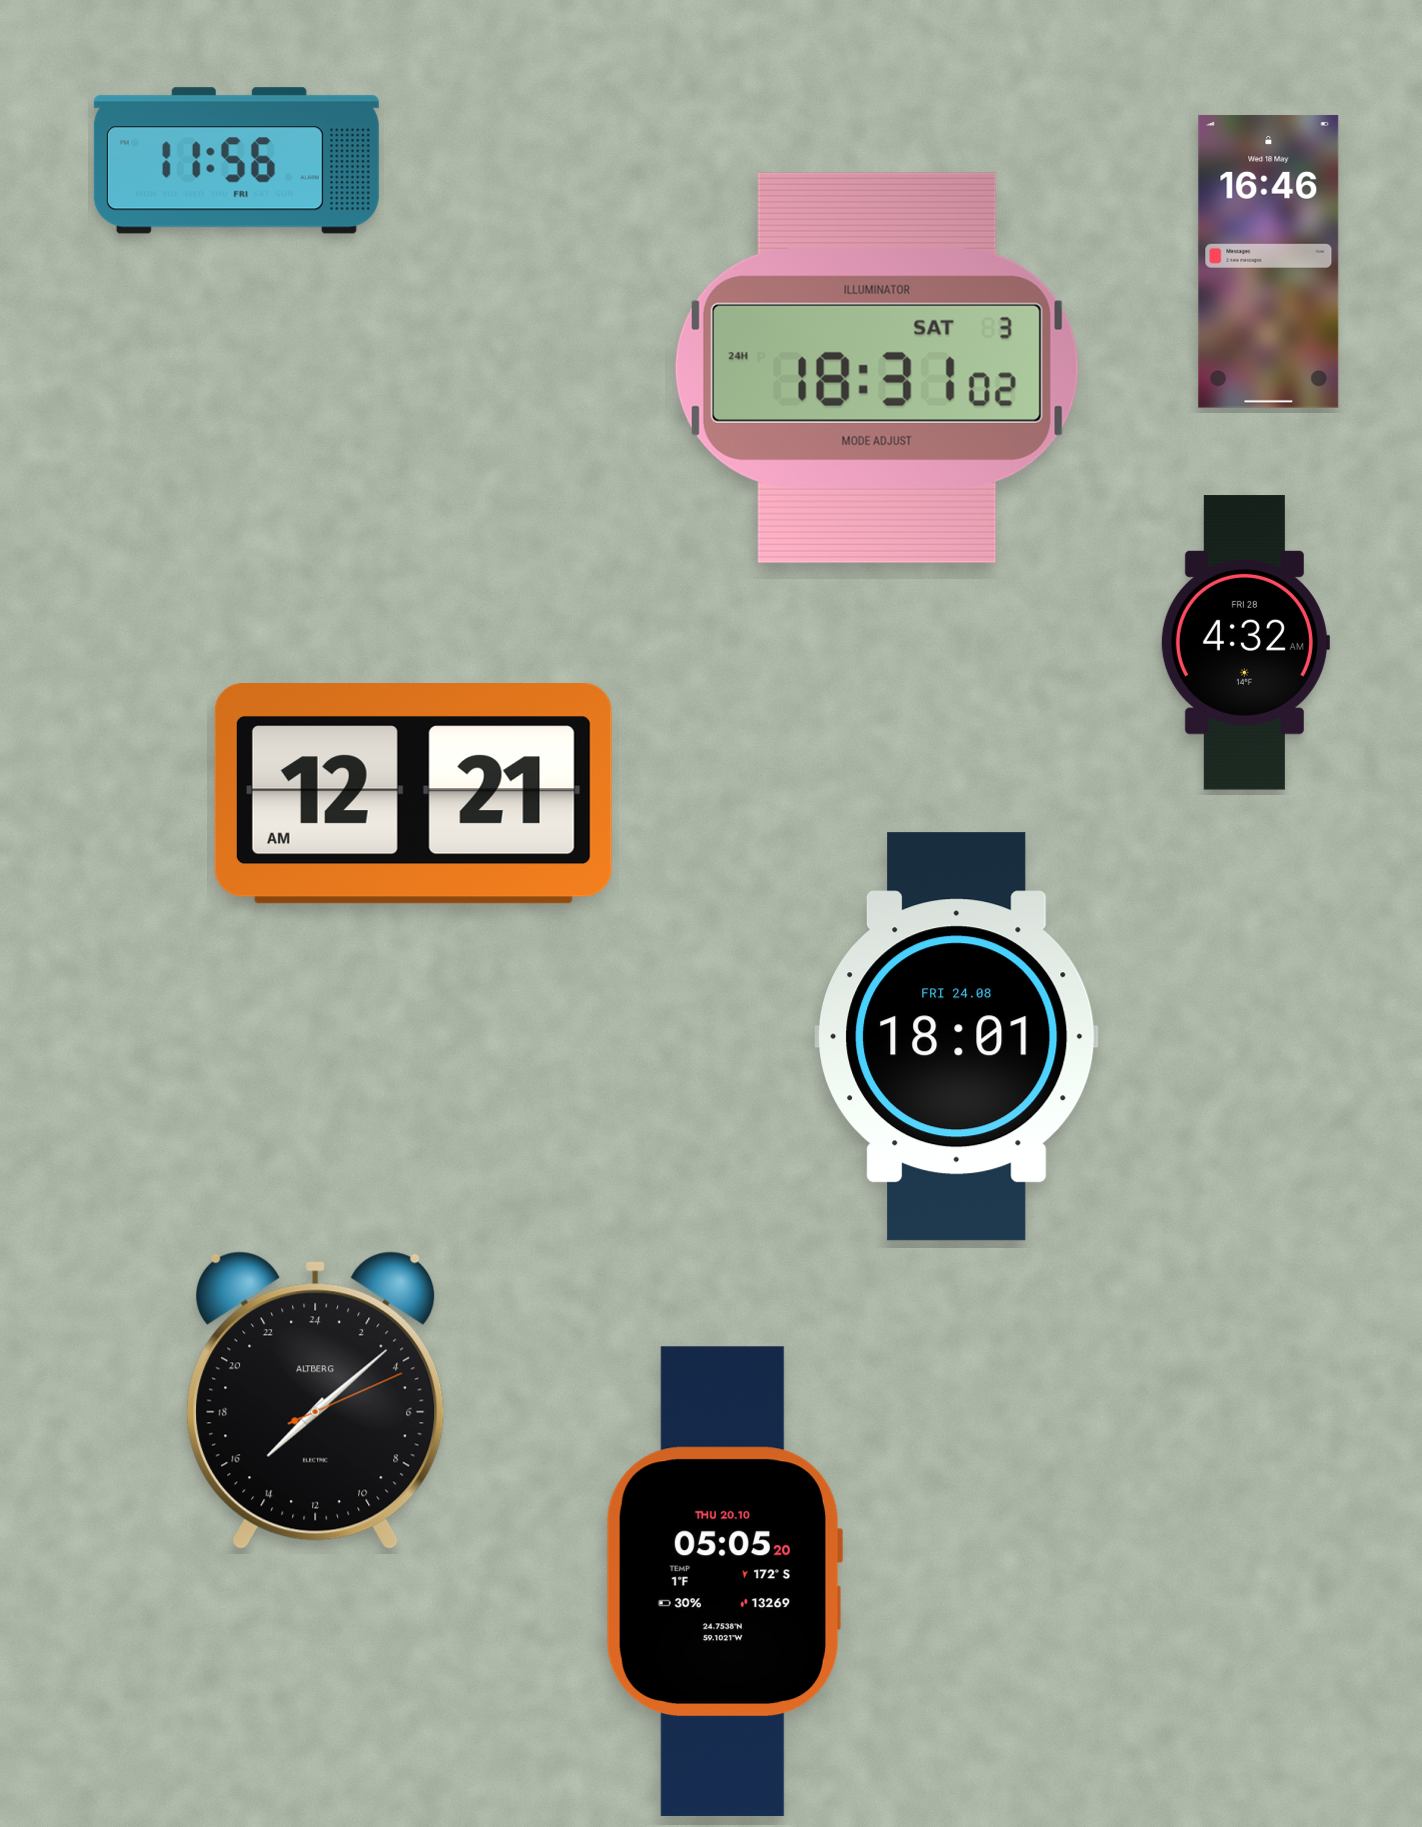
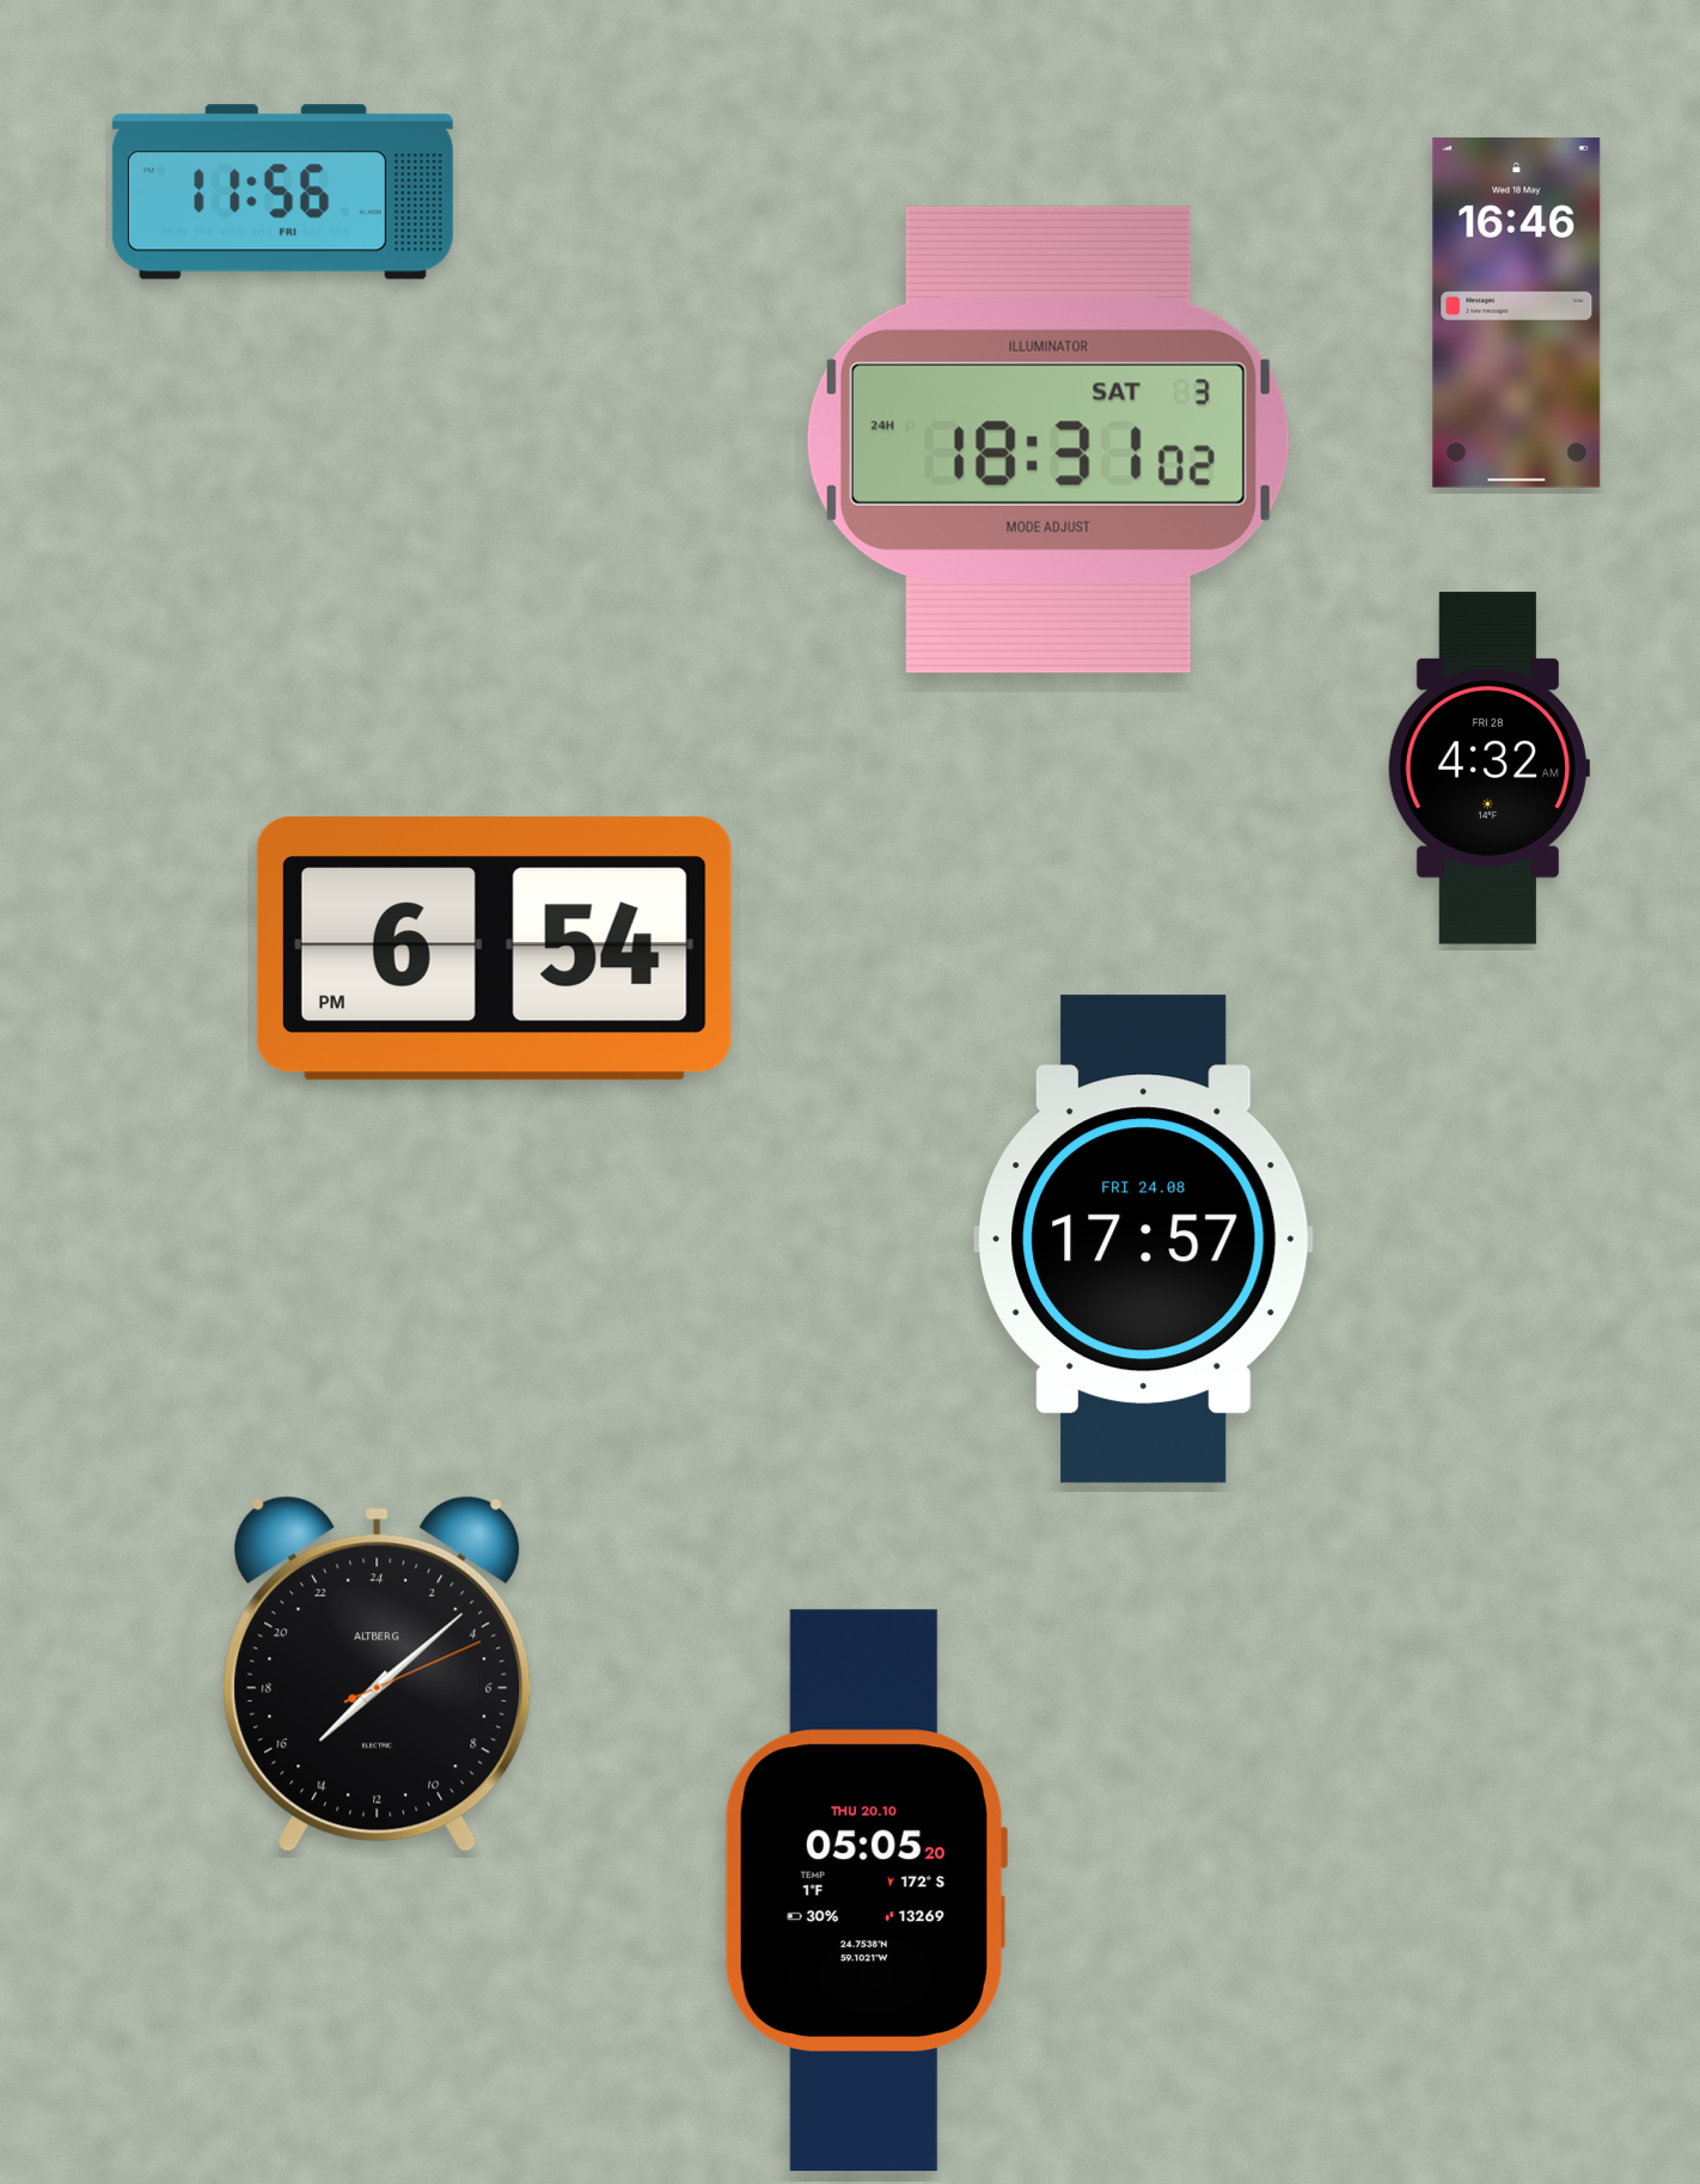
clock at (413, 794): 12:21 -> 6:54
clock at (957, 1037): 18:01 -> 17:57
